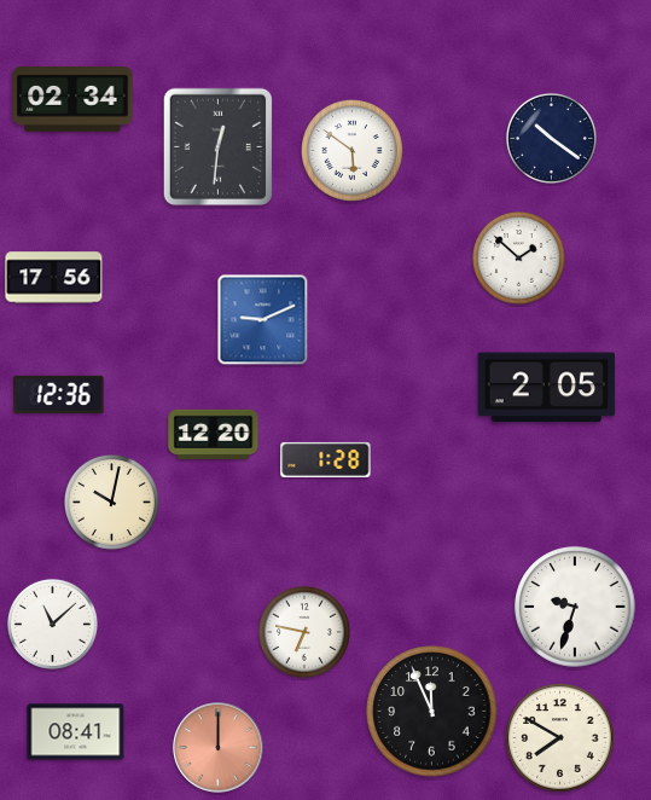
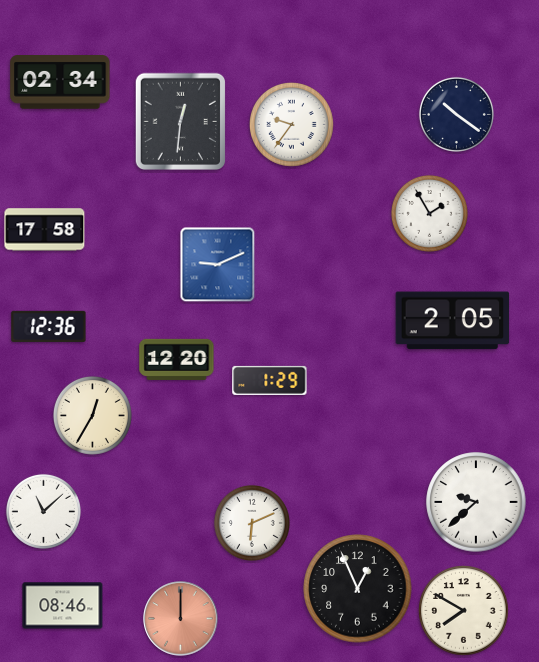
clock at (353, 151): 5:51 -> 9:36
clock at (518, 257): 1:52 -> 1:55
clock at (54, 278): 17:56 -> 17:58
clock at (326, 459): 1:28 -> 1:29
clock at (111, 502): 10:02 -> 12:35
clock at (575, 607): 9:33 -> 9:38
clock at (52, 624) position: (52, 624) -> (43, 511)
clock at (304, 632): 6:47 -> 6:11
clock at (432, 712): 11:56 -> 12:56
clock at (76, 732): 08:41 -> 08:46
